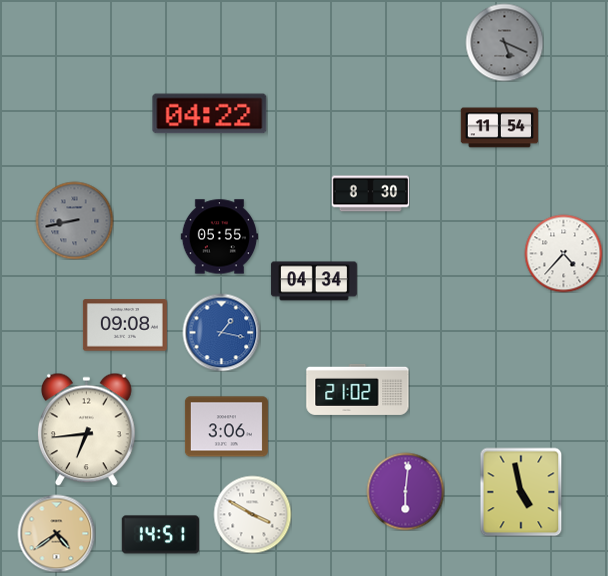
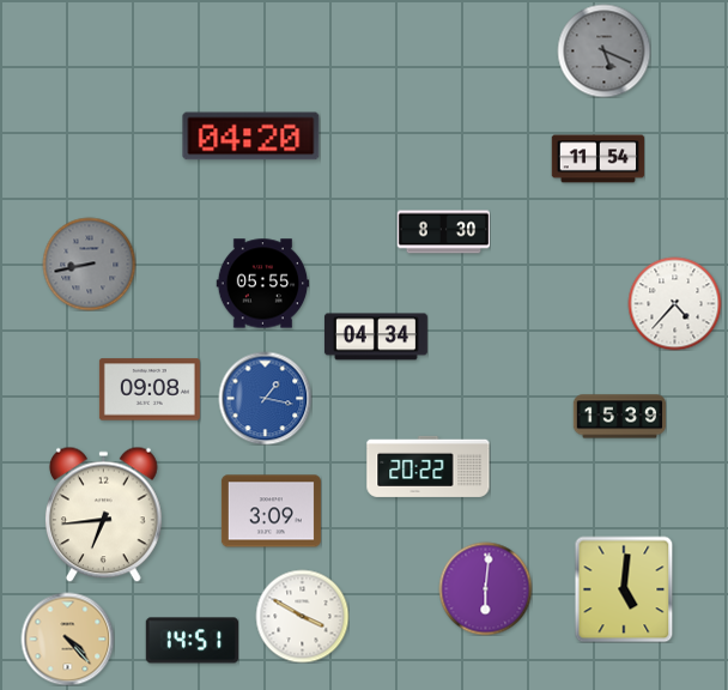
clock at (210, 114): 04:22 -> 04:20
clock at (499, 128) position: (499, 128) -> (597, 159)
clock at (619, 417): none -> 15:39
clock at (358, 389): 21:02 -> 20:22
clock at (226, 427): 3:06 -> 3:09
clock at (521, 492): 4:58 -> 5:01
clock at (56, 533): 4:39 -> 4:23
